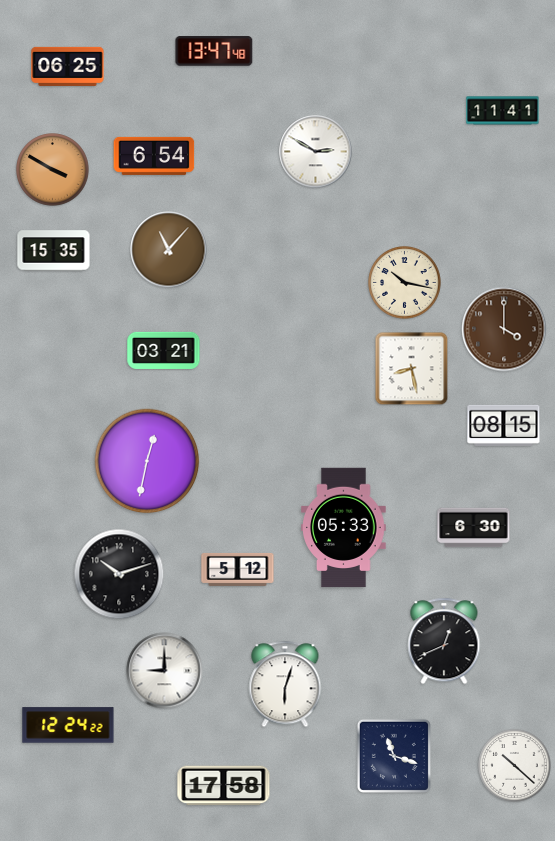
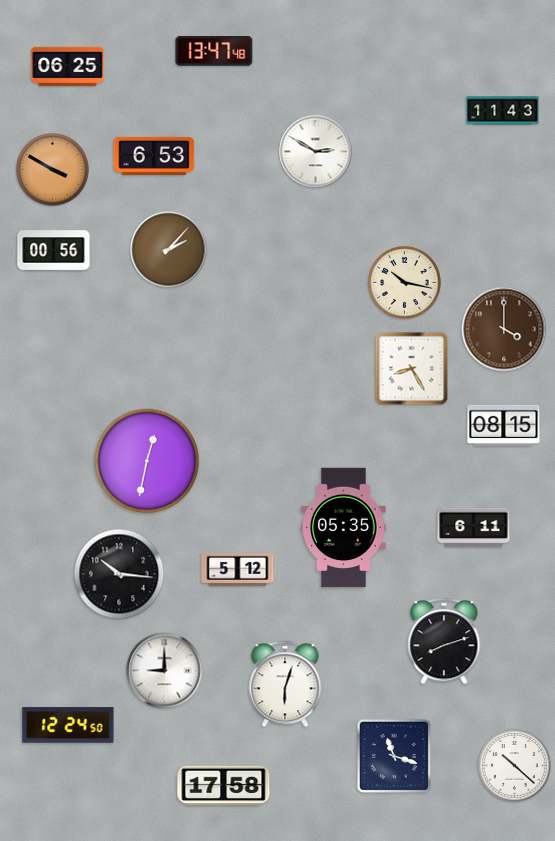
clock at (503, 111): 11:41 -> 11:43
clock at (154, 156): 6:54 -> 6:53
clock at (169, 250): 11:07 -> 2:07
clock at (54, 251): 15:35 -> 00:56
clock at (164, 350): 03:21 -> none
clock at (412, 369): 8:28 -> 8:25
clock at (344, 528): 05:33 -> 05:35
clock at (474, 528): 6:30 -> 6:11
clock at (119, 574): 10:12 -> 10:16
clock at (444, 641): 12:41 -> 8:12
clock at (68, 725): 12:24:22 -> 12:24:50
